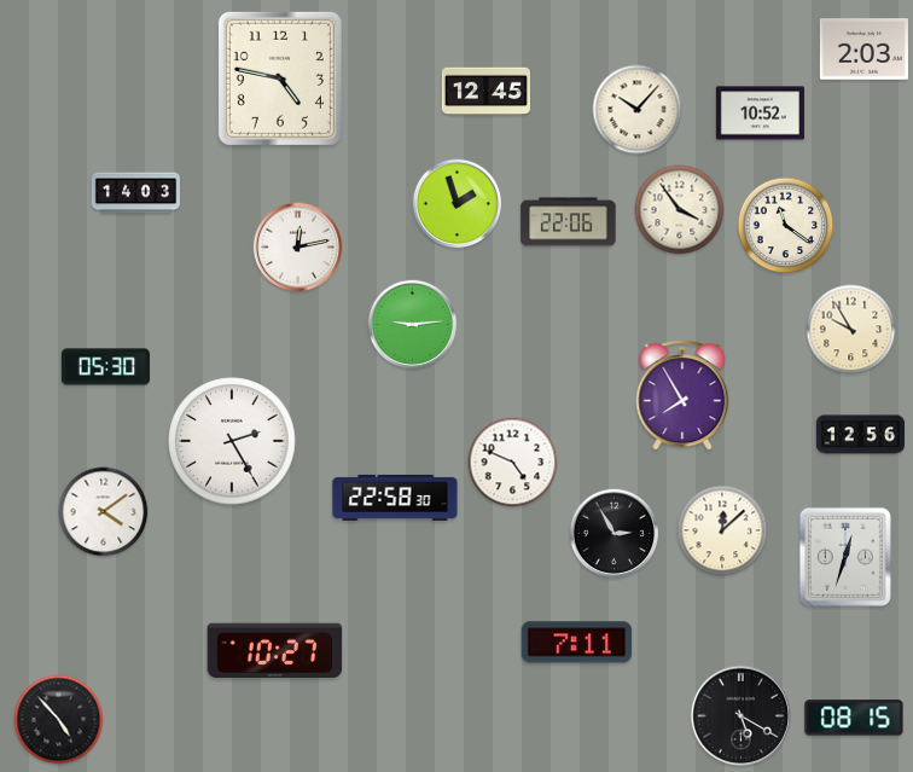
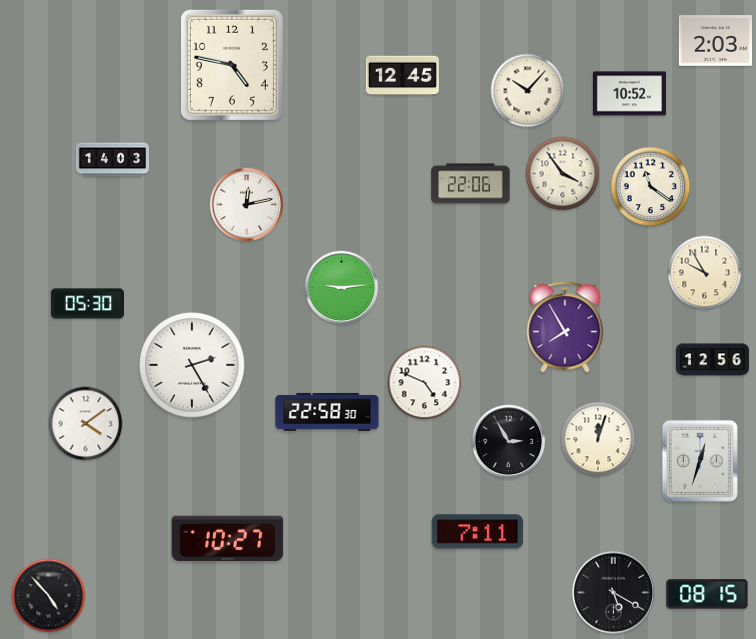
clock at (458, 204): 1:57 -> none
clock at (413, 325) position: (413, 325) -> (342, 288)
clock at (722, 530): 12:08 -> 12:03
